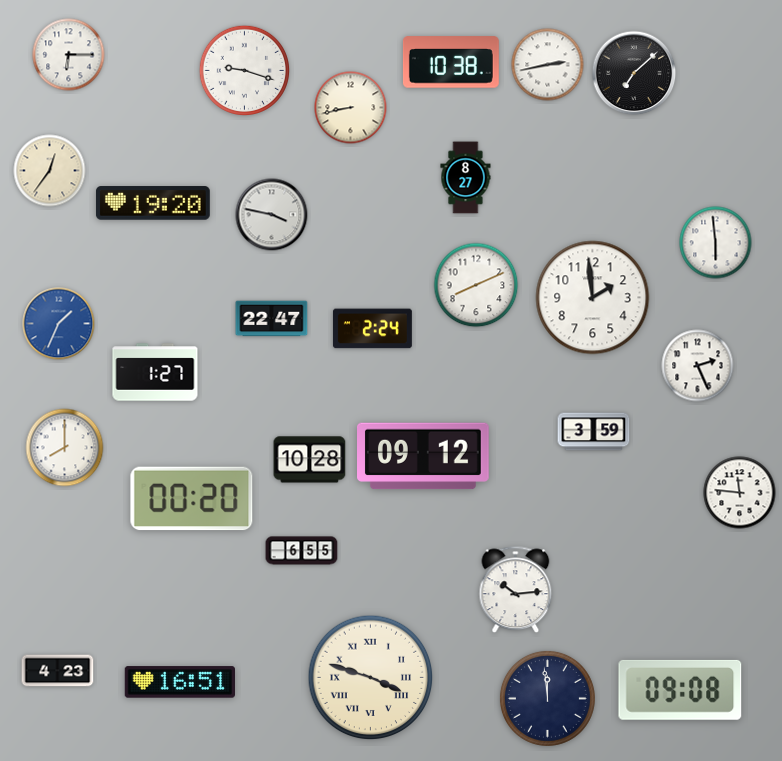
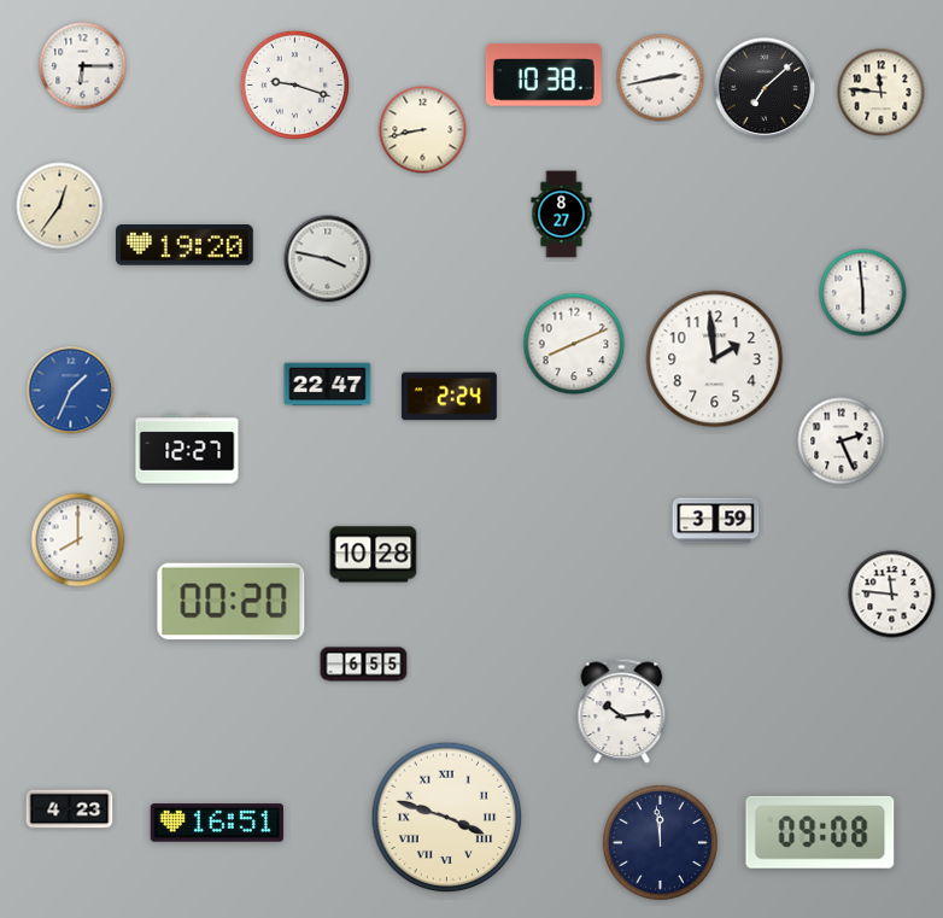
clock at (881, 93): none -> 11:46
clock at (155, 372): 1:27 -> 12:27
clock at (424, 456): 09:12 -> none
